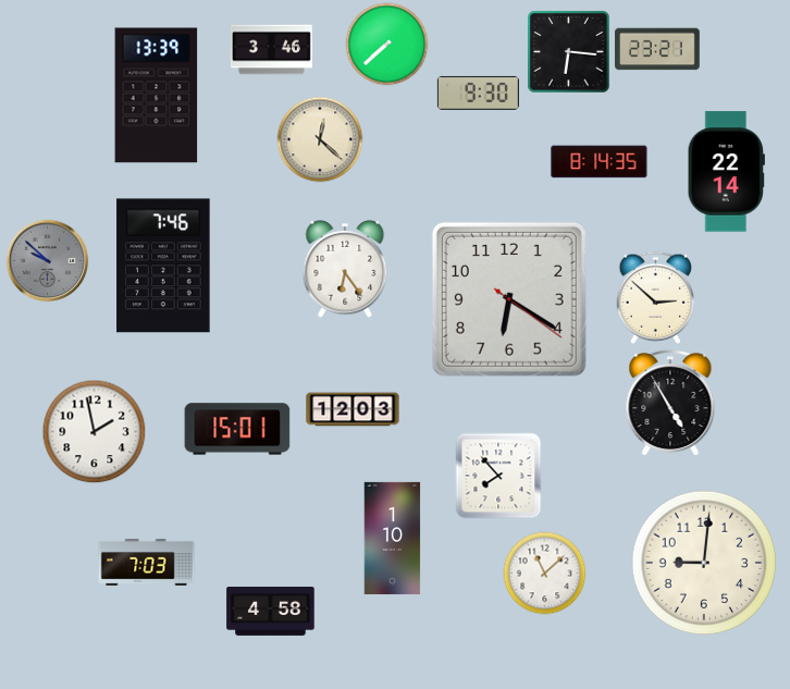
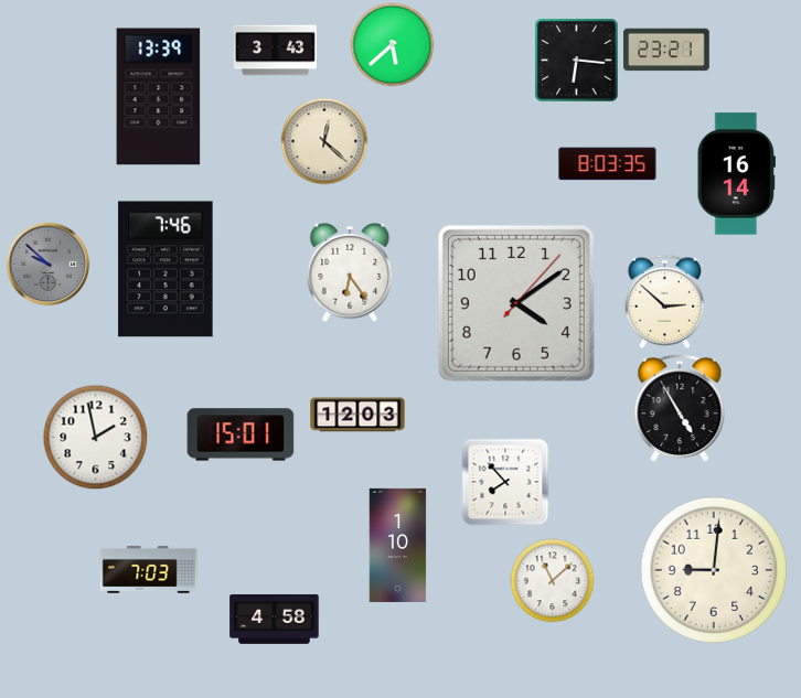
clock at (387, 45): 7:38 -> 5:38
clock at (271, 50): 3:46 -> 3:43
clock at (569, 52) position: (569, 52) -> (577, 61)
clock at (478, 93): 9:30 -> none
clock at (600, 162): 8:14 -> 8:03
clock at (726, 172): 22:14 -> 16:14
clock at (509, 299): 6:20 -> 4:09
